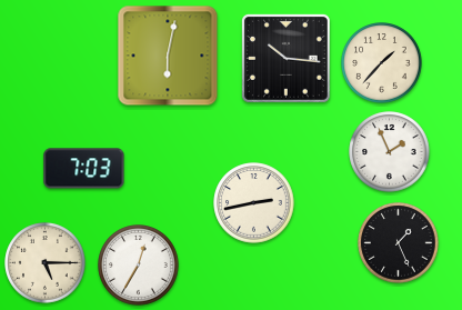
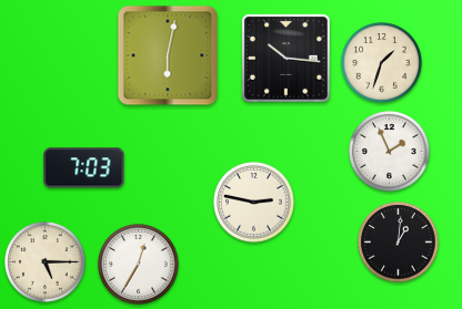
clock at (382, 63): 1:37 -> 1:33
clock at (254, 203): 2:43 -> 2:47
clock at (399, 243): 1:26 -> 1:01
